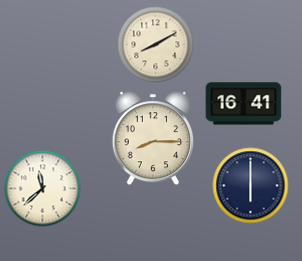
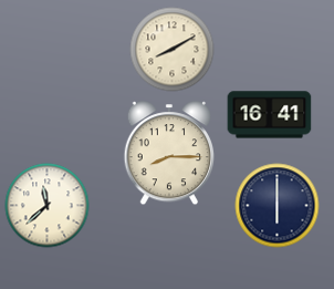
clock at (43, 189) position: (43, 189) -> (48, 206)
